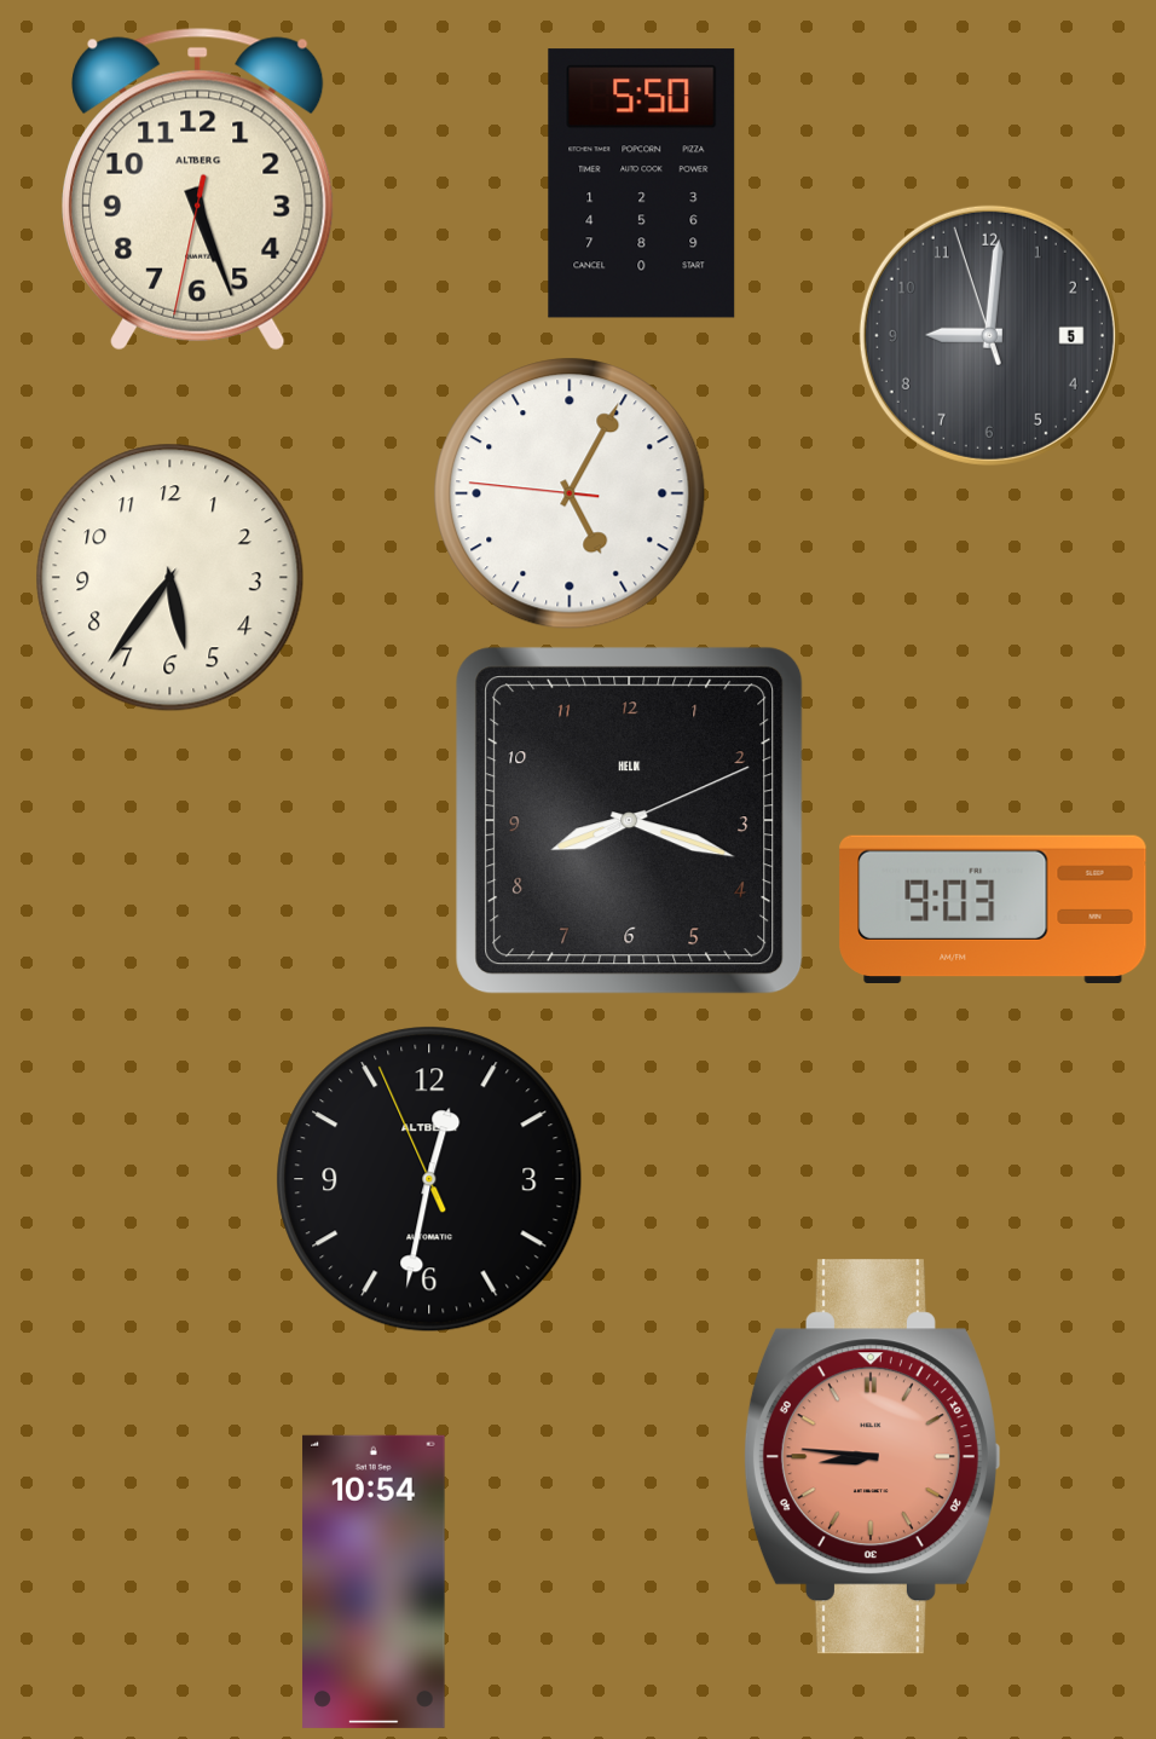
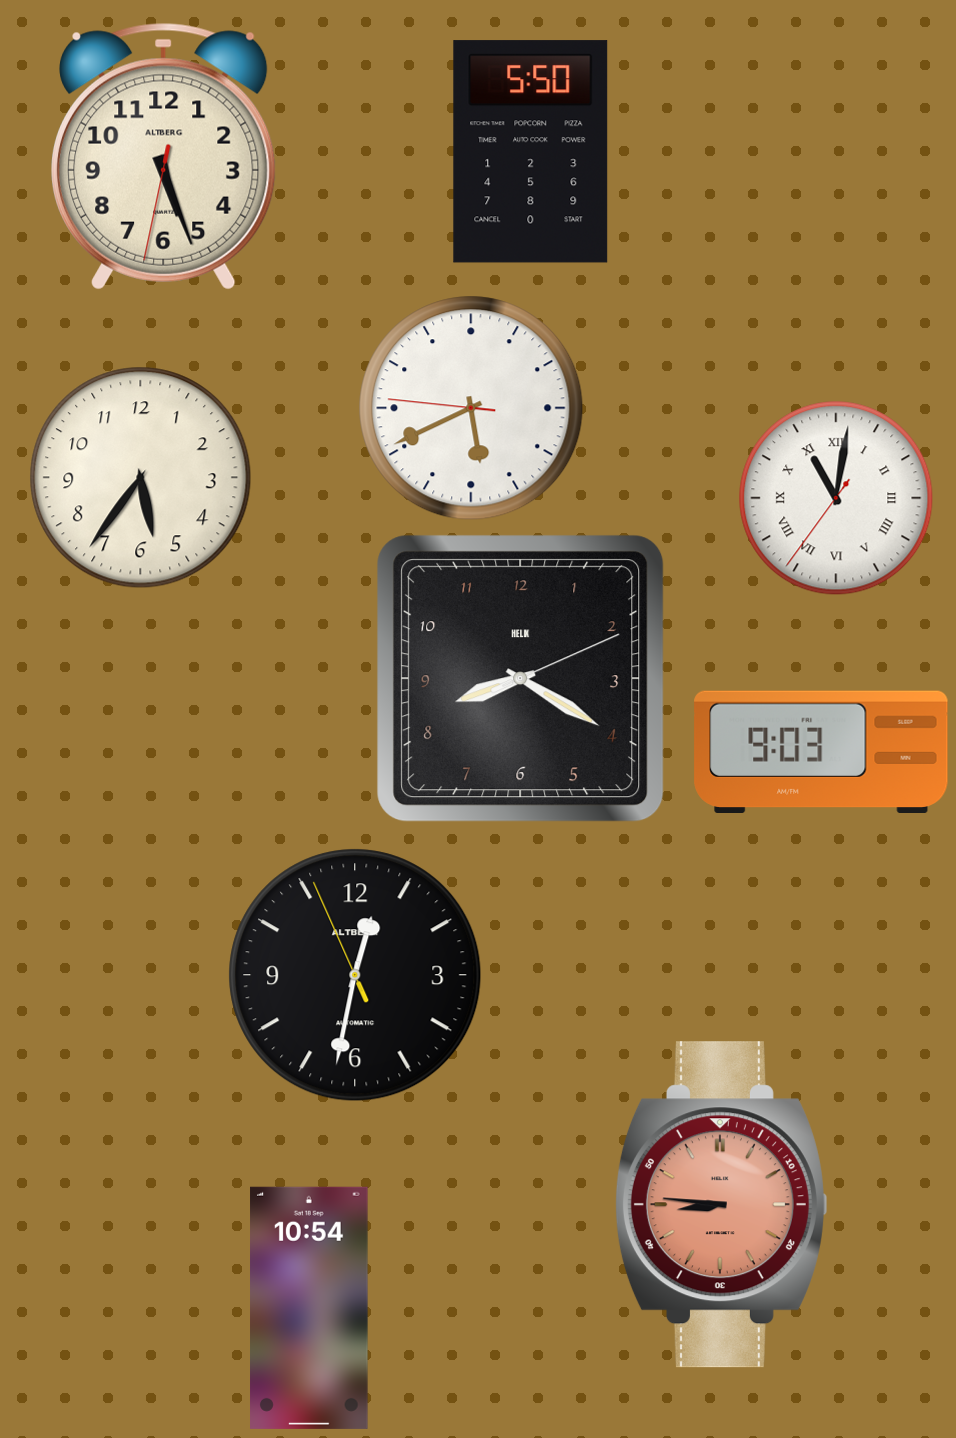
clock at (989, 335): 9:00 -> none
clock at (570, 493): 5:04 -> 5:40
clock at (836, 498): none -> 11:01
clock at (630, 821): 8:18 -> 8:20
